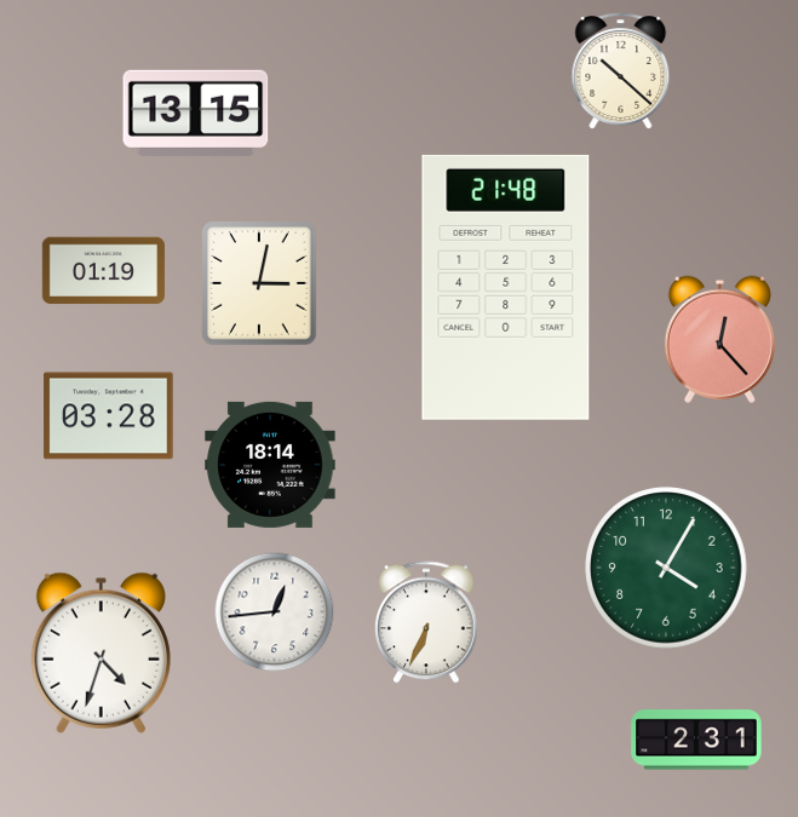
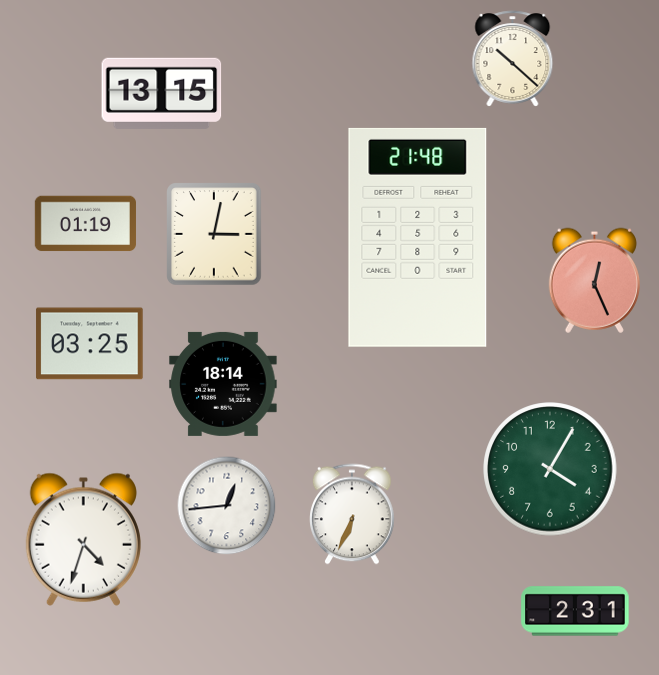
clock at (719, 339): 12:23 -> 12:26
clock at (109, 416): 03:28 -> 03:25
